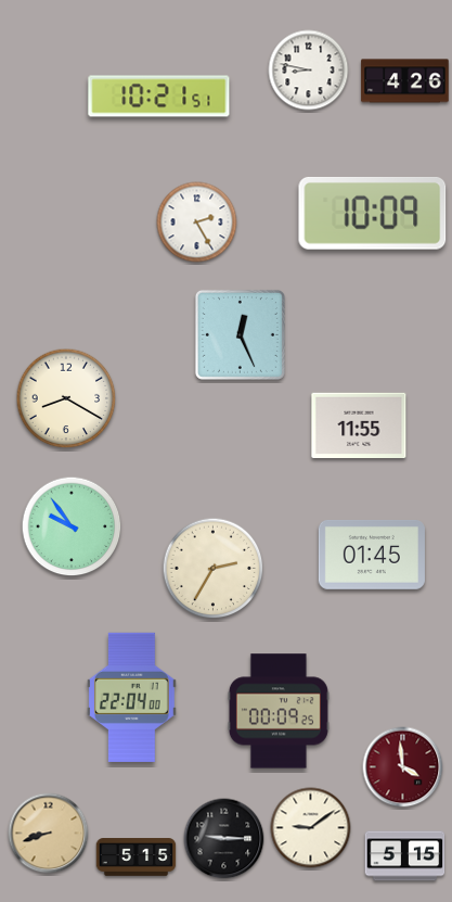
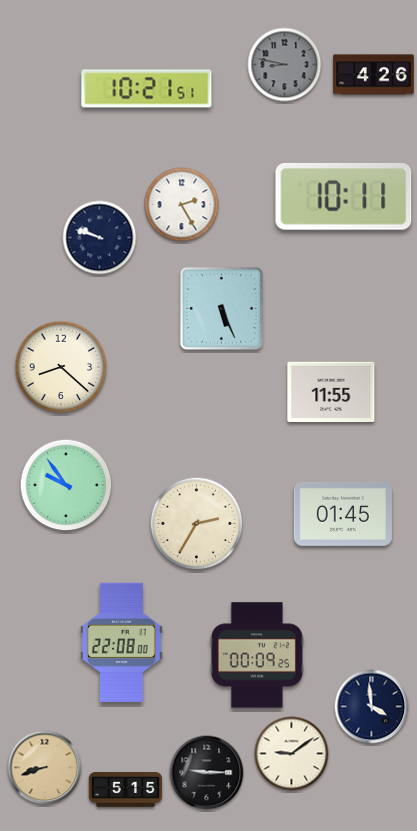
clock at (309, 71) dial: white -> grey
clock at (373, 213): 10:09 -> 10:11
clock at (100, 238): none -> 9:48
clock at (240, 334): 12:26 -> 5:26
clock at (66, 398): 8:20 -> 8:22
clock at (372, 555) position: (372, 555) -> (343, 514)
clock at (131, 697): 22:04 -> 22:08
clock at (403, 767) dial: burgundy -> navy
clock at (311, 828) position: (311, 828) -> (292, 754)
clock at (405, 856): 5:15 -> none
